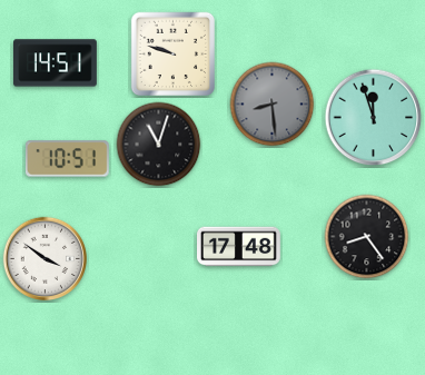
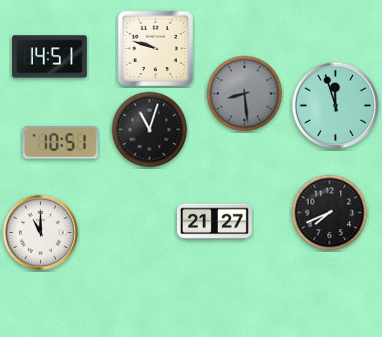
clock at (159, 145) position: (159, 145) -> (150, 130)
clock at (367, 237): 8:24 -> 7:41
clock at (239, 247): 17:48 -> 21:27
clock at (46, 259): 3:51 -> 11:00
